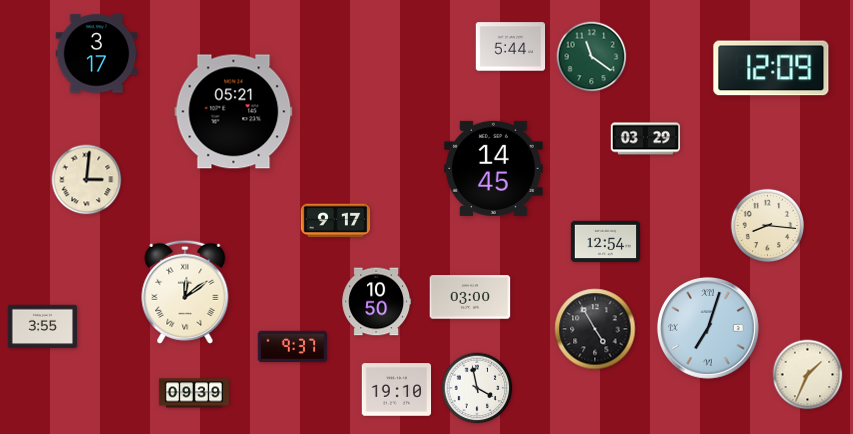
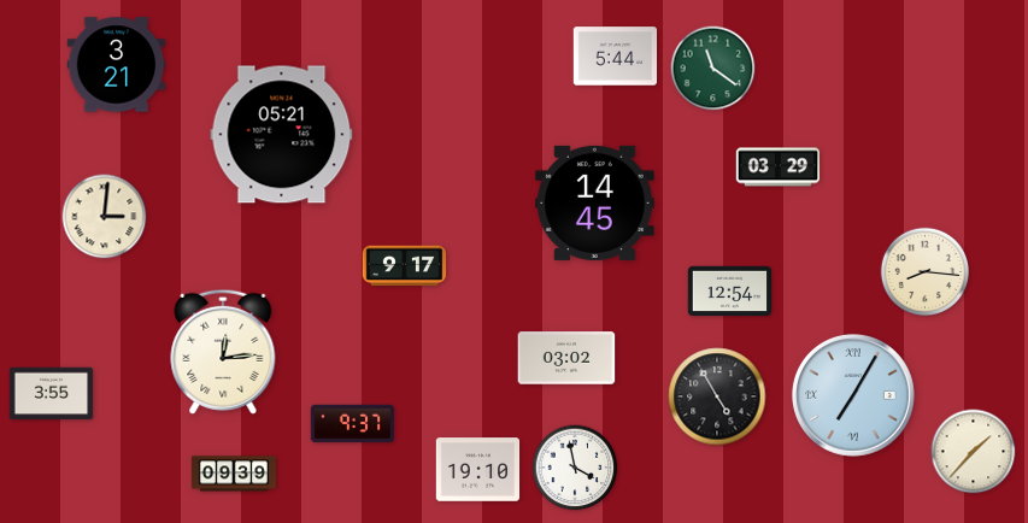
clock at (97, 54): 3:17 -> 3:21
clock at (771, 68): 12:09 -> none
clock at (185, 292): 12:09 -> 12:14
clock at (470, 297): 03:00 -> 03:02
clock at (377, 302): 10:50 -> none
clock at (708, 328): 7:03 -> 7:05
clock at (293, 347) position: (293, 347) -> (353, 424)
clock at (808, 375): 1:34 -> 1:37
